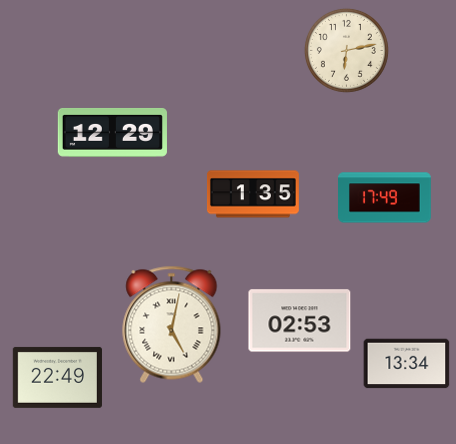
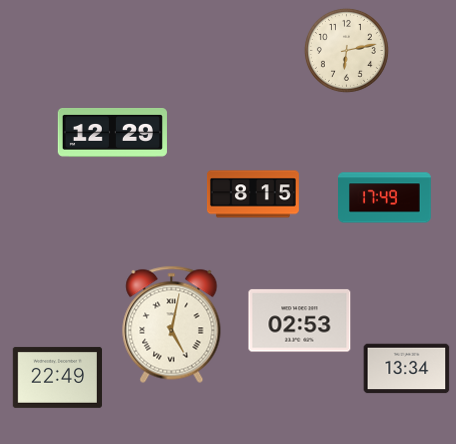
clock at (253, 194): 1:35 -> 8:15
clock at (407, 364) position: (407, 364) -> (407, 369)
